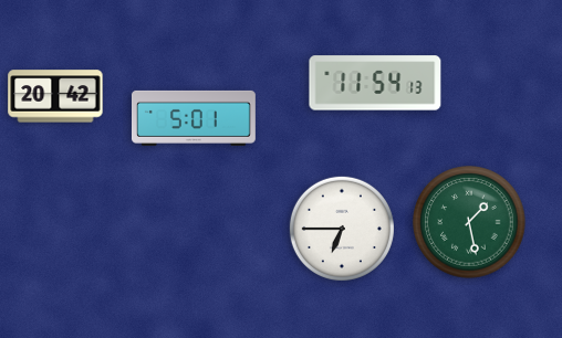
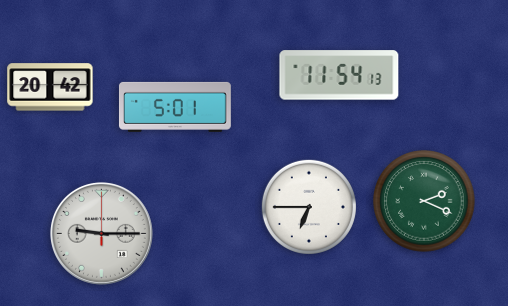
clock at (469, 222): 1:28 -> 2:19
clock at (101, 233): none -> 9:15
